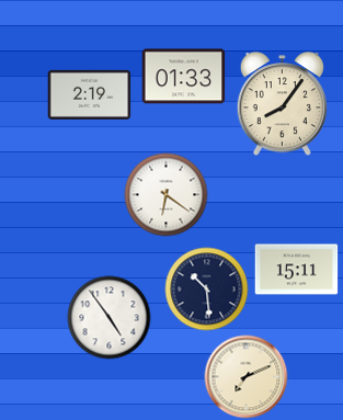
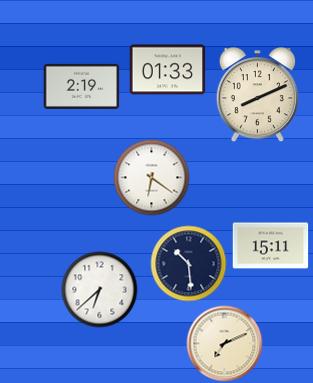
clock at (282, 104): 8:06 -> 8:11
clock at (110, 318): 4:54 -> 6:38
